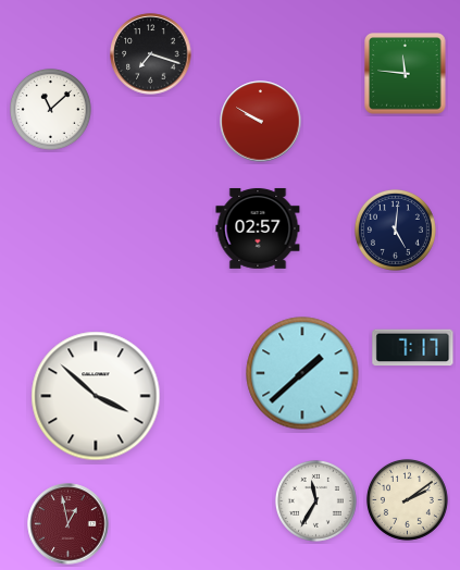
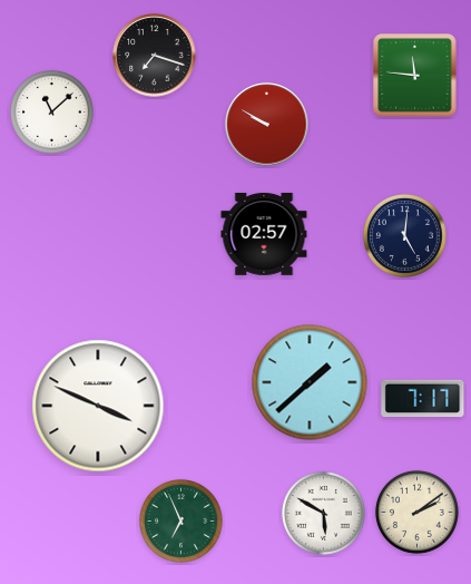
clock at (413, 348) position: (413, 348) -> (423, 399)
clock at (96, 396): 3:52 -> 3:49
clock at (315, 500): 11:35 -> 5:50
clock at (180, 520): none -> 6:56
clock at (69, 524): 12:58 -> none
